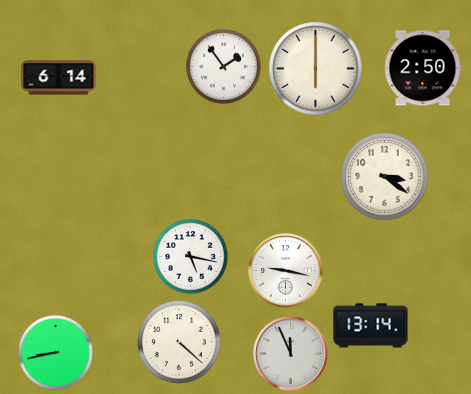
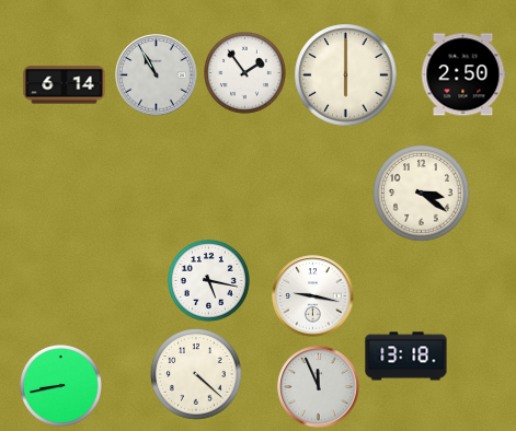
clock at (157, 75): none -> 10:55
clock at (371, 326): 13:14 -> 13:18
